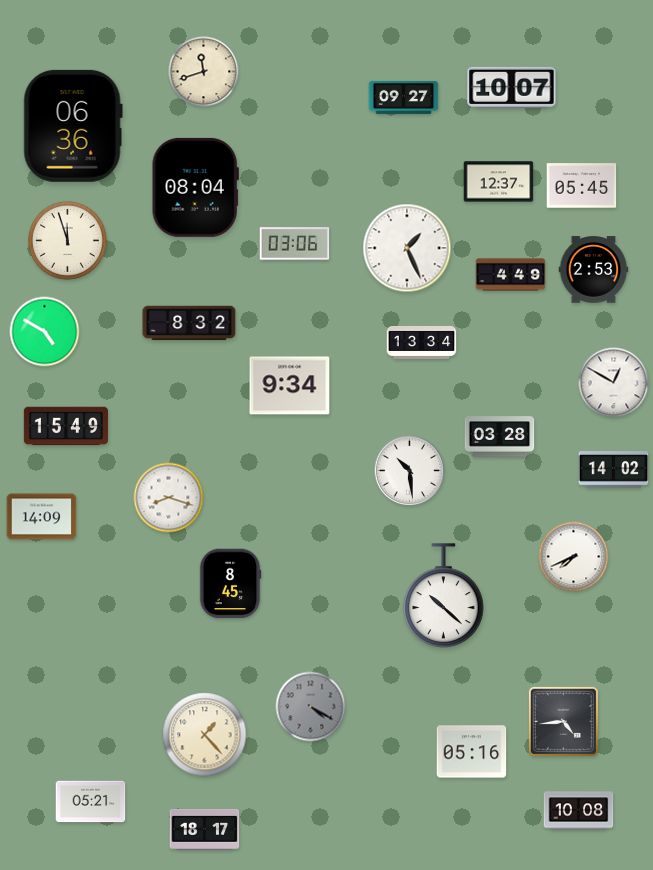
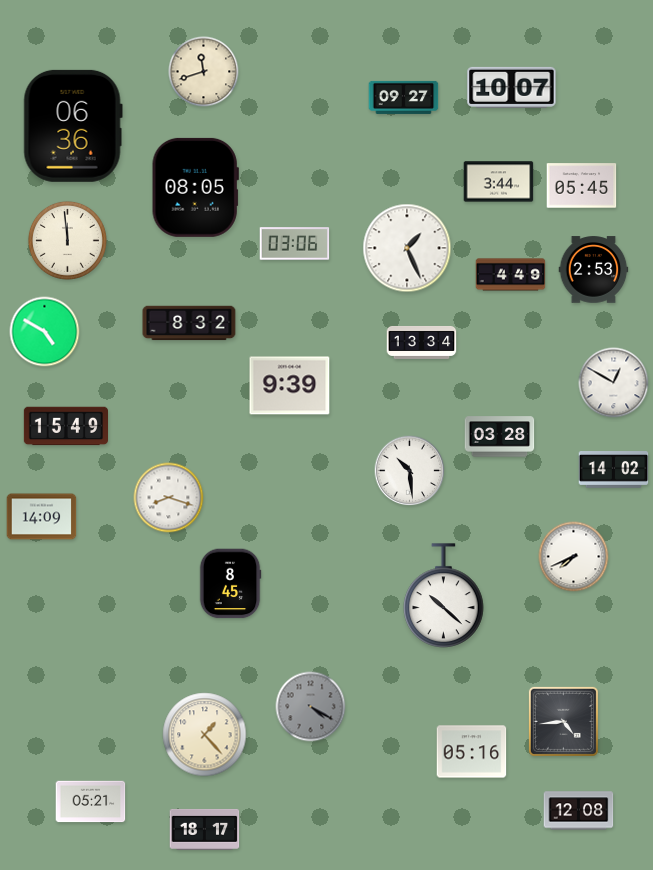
clock at (499, 182): 12:37 -> 3:44
clock at (195, 187): 08:04 -> 08:05
clock at (67, 240): 11:57 -> 11:59
clock at (290, 386): 9:34 -> 9:39
clock at (579, 811): 10:08 -> 12:08
